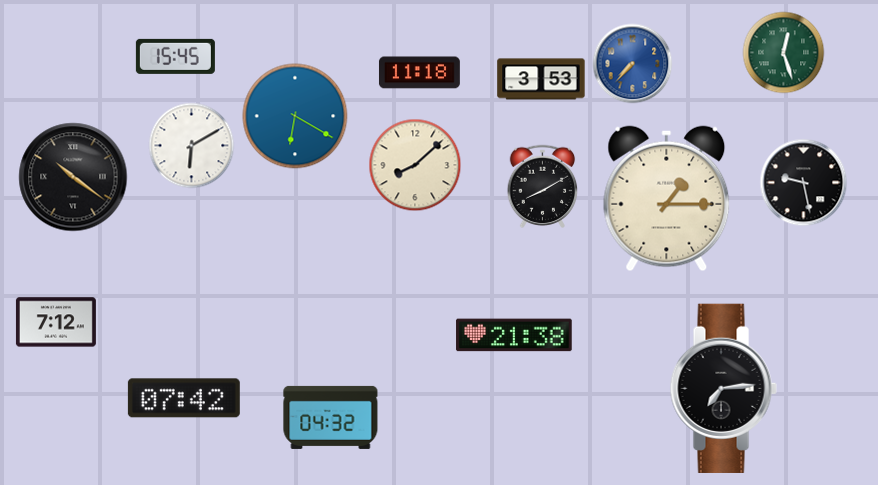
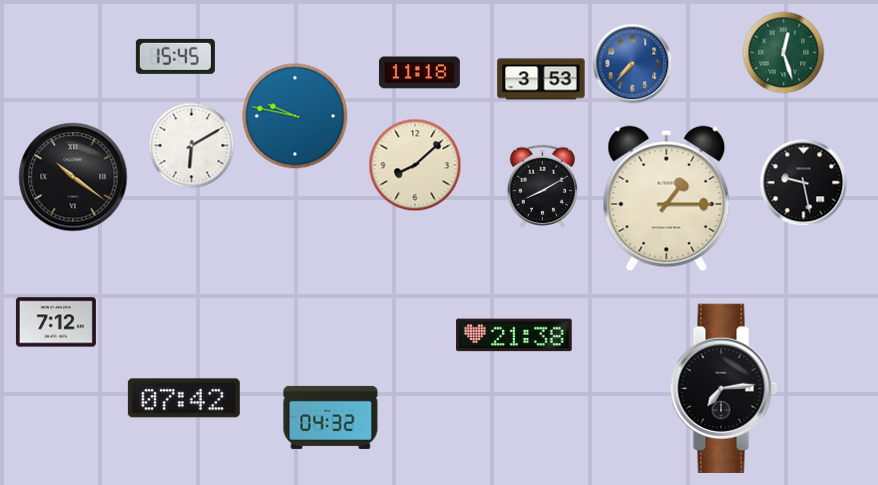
clock at (295, 116): 6:20 -> 9:47
